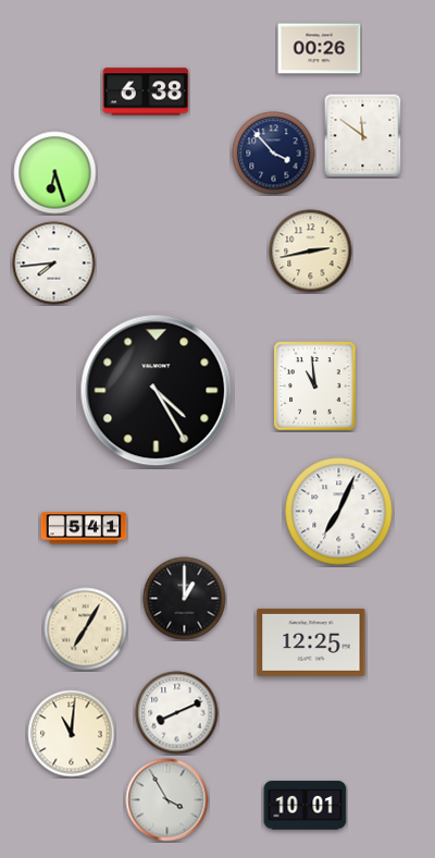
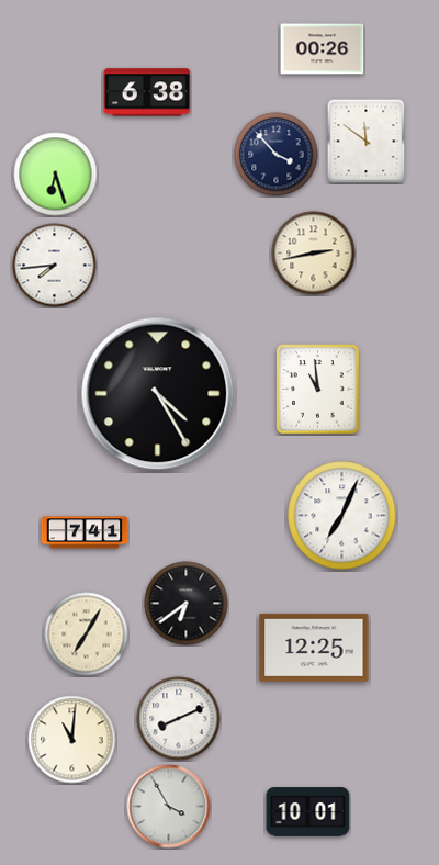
clock at (363, 135) position: (363, 135) -> (367, 141)
clock at (84, 528): 5:41 -> 7:41
clock at (185, 599): 1:00 -> 6:39
